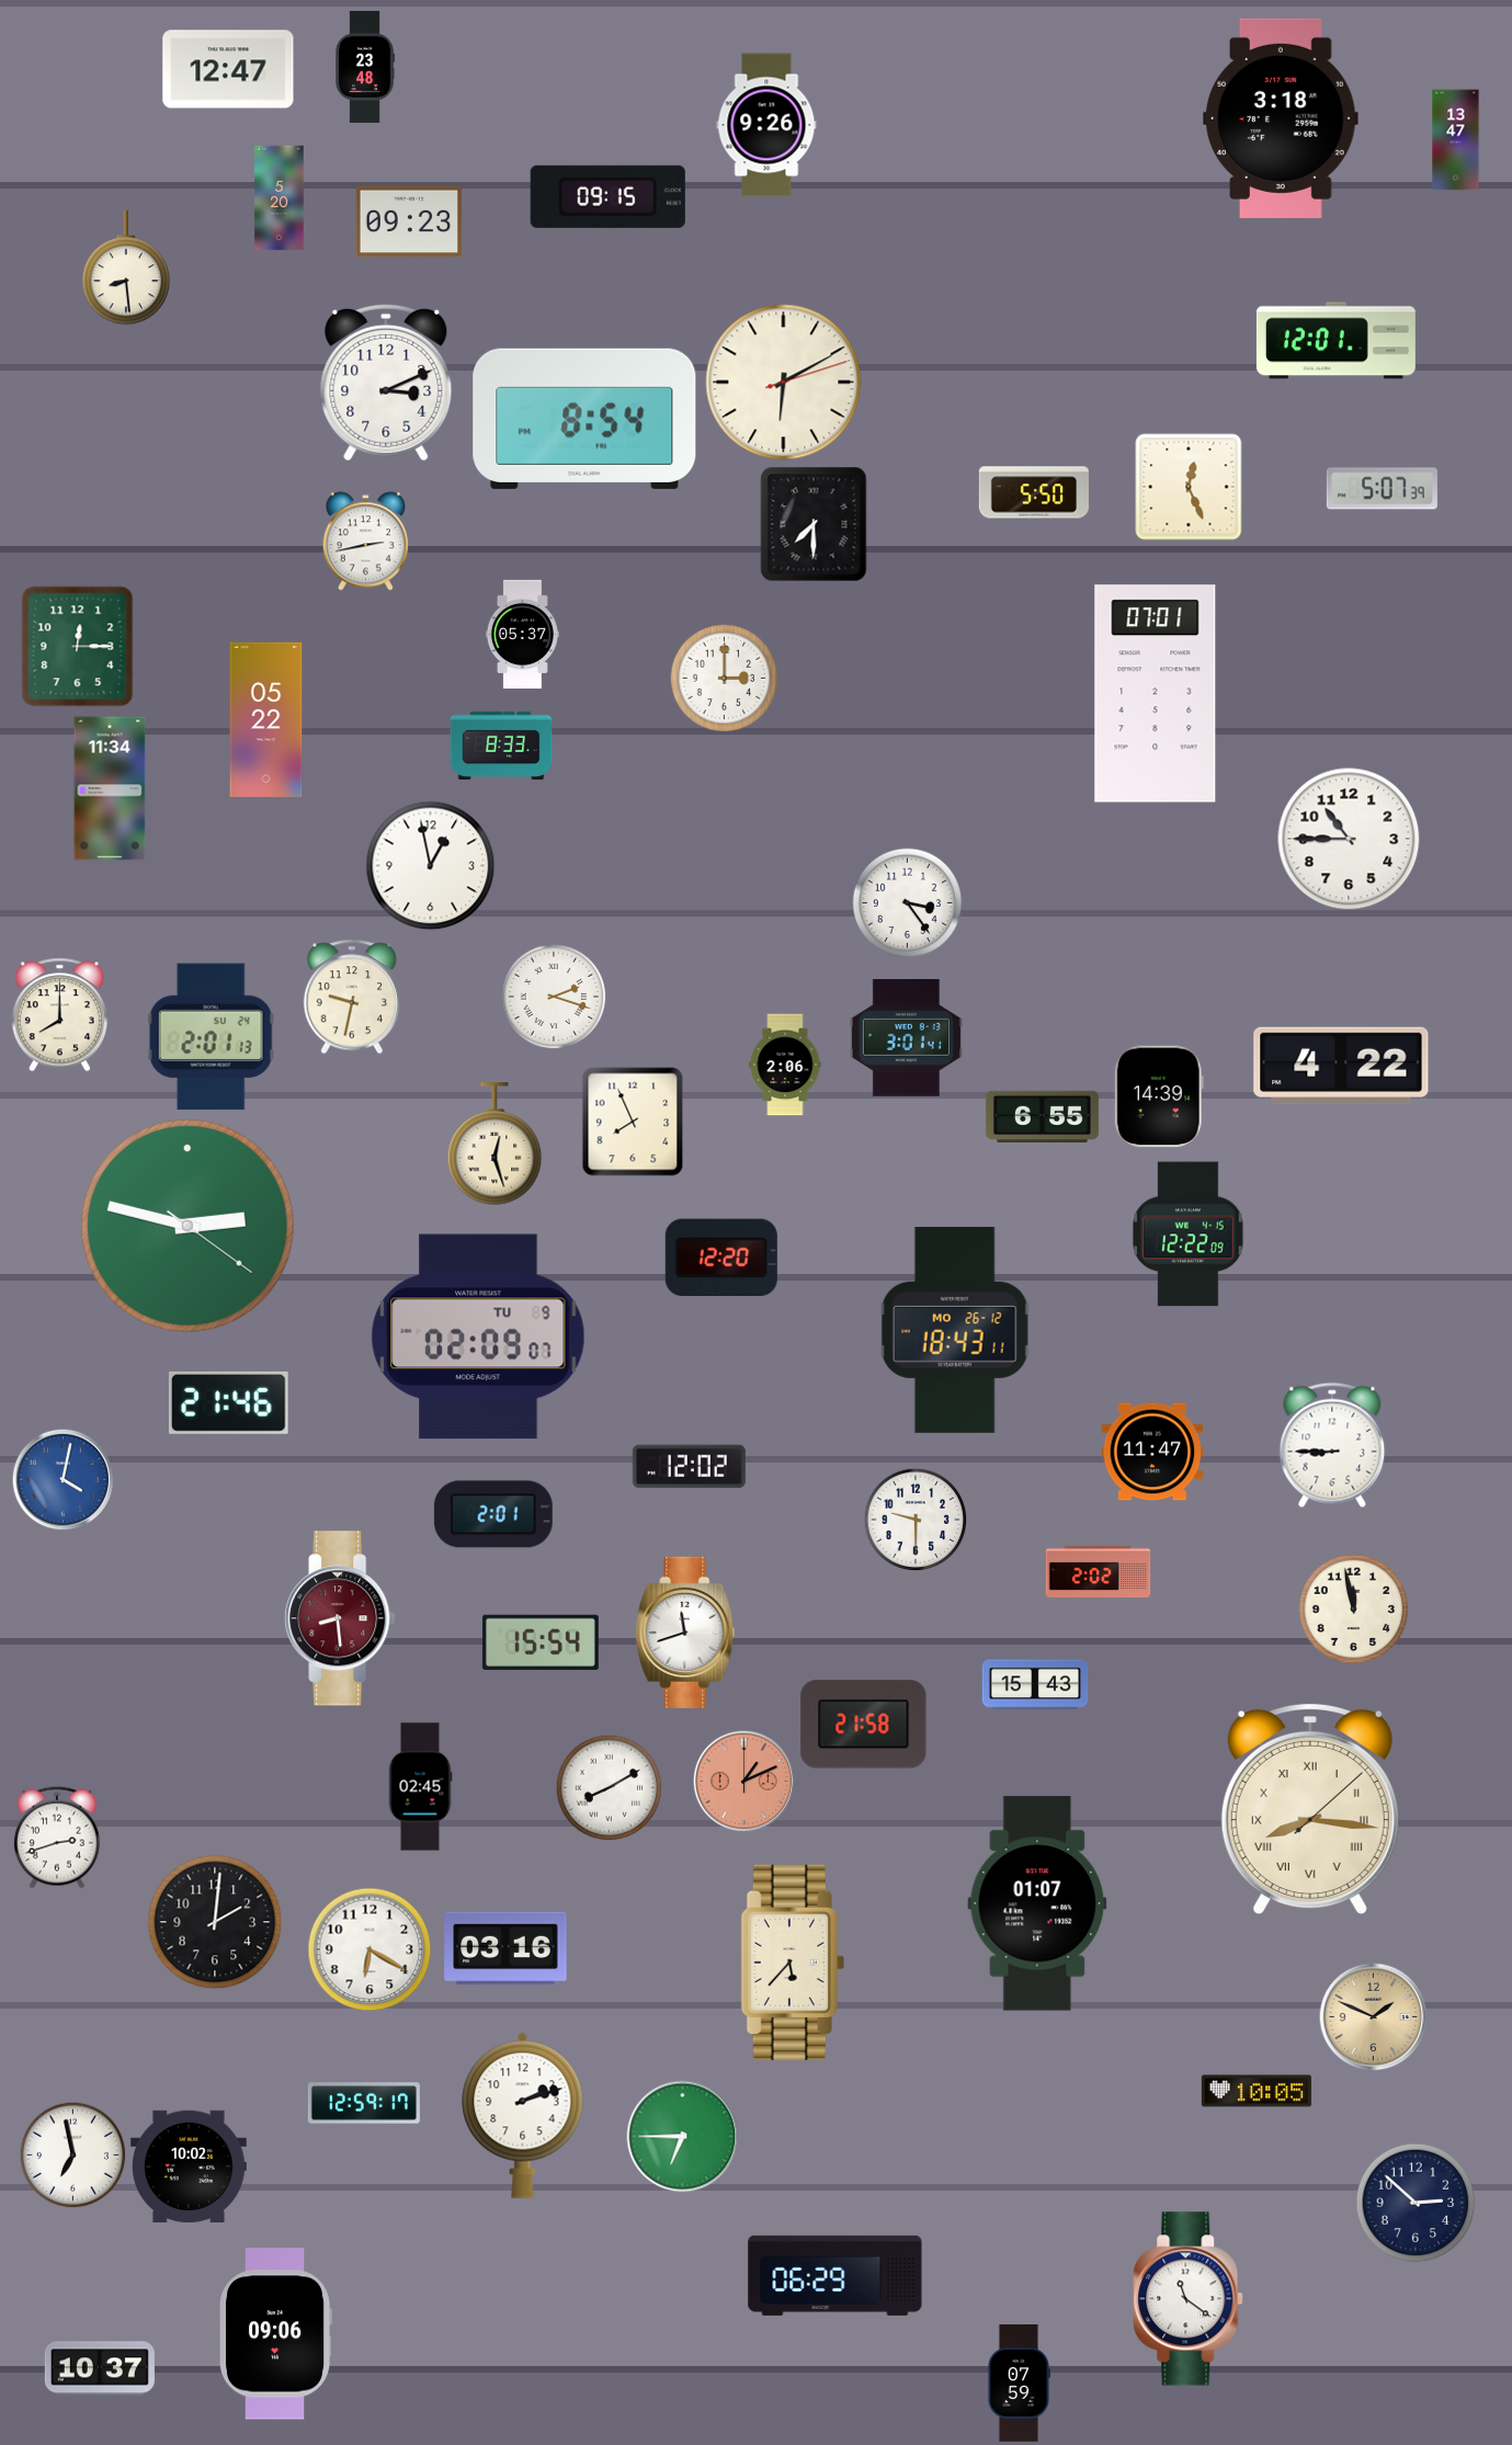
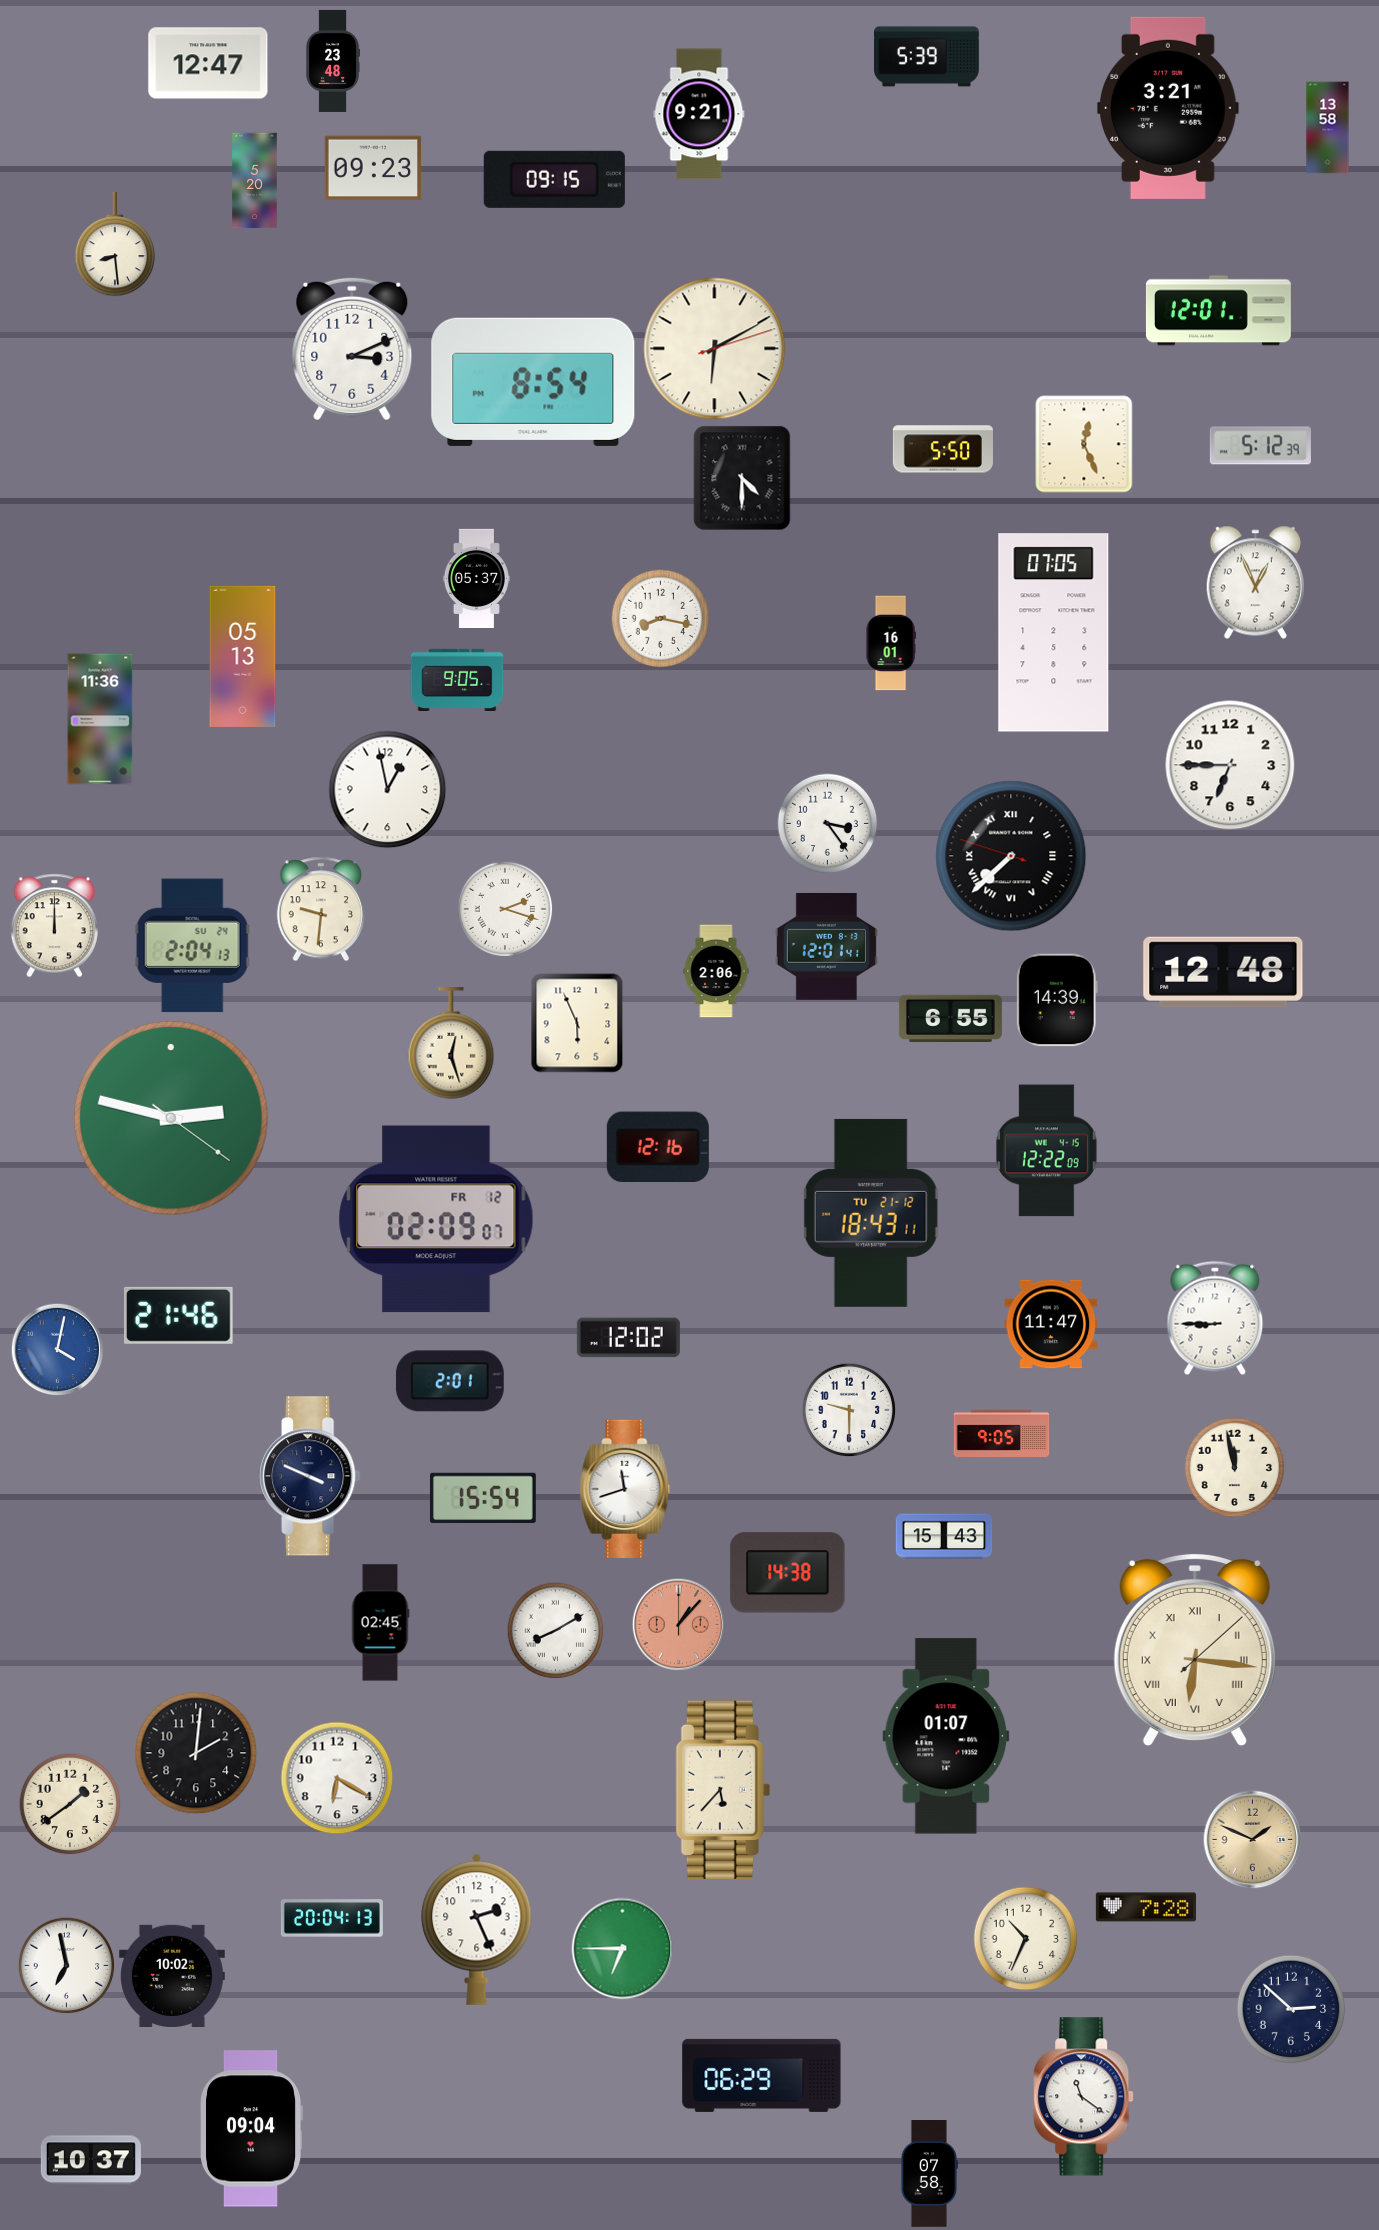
clock at (926, 57): none -> 5:39
clock at (1281, 118): 3:18 -> 3:21
clock at (766, 125): 9:26 -> 9:21
clock at (1456, 140): 13:47 -> 13:58
clock at (409, 221) position: (409, 221) -> (373, 168)
clock at (1382, 489): 5:07 -> 5:12
clock at (814, 524): 7:30 -> 4:30
clock at (365, 542): 2:43 -> none
clock at (1255, 583): none -> 12:56
clock at (78, 647): 12:15 -> none
clock at (725, 679): 3:00 -> 8:17
clock at (1156, 694): 07:01 -> 07:05
clock at (891, 643): none -> 16:01
clock at (266, 719): 05:22 -> 05:13
clock at (501, 744): 8:33 -> 9:05
clock at (110, 788): 11:34 -> 11:36
clock at (1349, 839): 10:45 -> 6:45
clock at (431, 866) position: (431, 866) -> (388, 790)
clock at (1011, 856): none -> 7:37
clock at (351, 997): 9:32 -> 9:31
clock at (59, 1015): 8:00 -> 12:00
clock at (211, 1037): 2:01 -> 2:04
clock at (906, 1038): 3:01 -> 12:01
clock at (1341, 1066): 4:22 -> 12:48
clock at (633, 1122): 7:56 -> 5:56
clock at (1189, 1235) position: (1189, 1235) -> (1047, 1151)
clock at (721, 1256): 12:20 -> 12:16
clock at (955, 1330) date: MO 26-12 -> TU 21-12
clock at (478, 1337) date: TU 9 -> FR 12
clock at (228, 1402) position: (228, 1402) -> (178, 1315)
clock at (916, 1520) position: (916, 1520) -> (849, 1410)
clock at (1099, 1571): 2:02 -> 9:05
clock at (340, 1618): 8:29 -> 3:49
clock at (340, 1618) dial: burgundy -> navy
clock at (541, 1641) position: (541, 1641) -> (483, 1497)
clock at (864, 1725): 21:58 -> 14:38
clock at (743, 1781): 1:11 -> 1:07
clock at (420, 1787) position: (420, 1787) -> (380, 1623)
clock at (1310, 1809): 8:16 -> 6:16
clock at (57, 1838): 2:42 -> none
clock at (505, 1948): 03:16 -> none
clock at (70, 1804): none -> 1:39
clock at (1257, 2091): 10:05 -> 7:28
clock at (364, 2103): 12:59 -> 20:04
clock at (523, 2115): 2:12 -> 2:26
clock at (1026, 1939): none -> 10:34
clock at (275, 2334): 09:06 -> 09:04
clock at (1019, 2384): 07:59 -> 07:58
